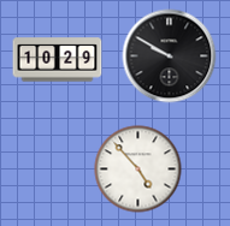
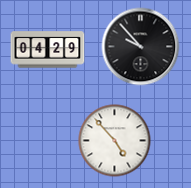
clock at (170, 56): 9:50 -> 9:53
clock at (58, 60): 10:29 -> 04:29
